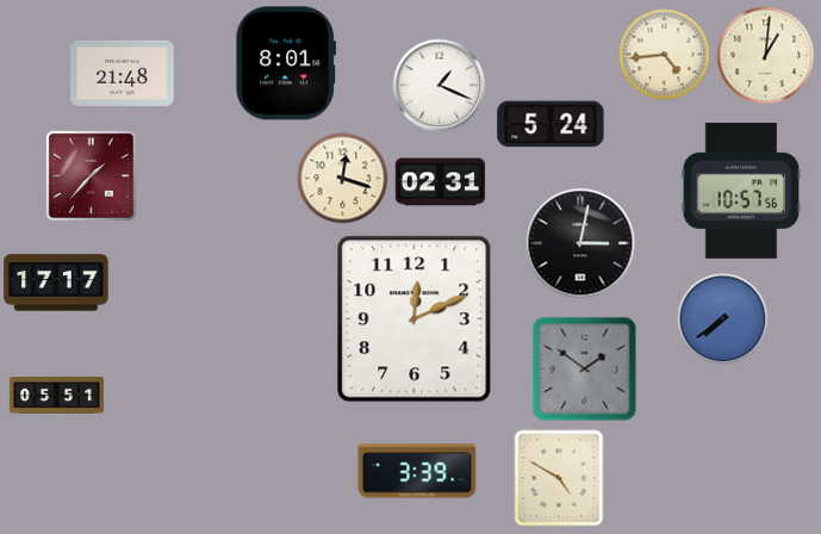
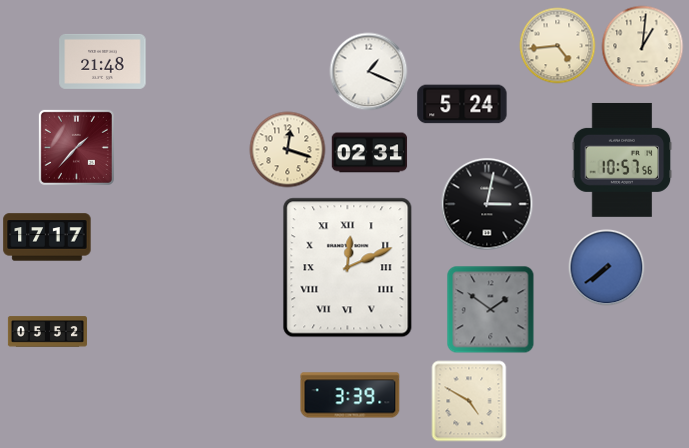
clock at (286, 63): 8:01 -> none
clock at (415, 319) numerals: Arabic -> Roman
clock at (56, 396): 05:51 -> 05:52
